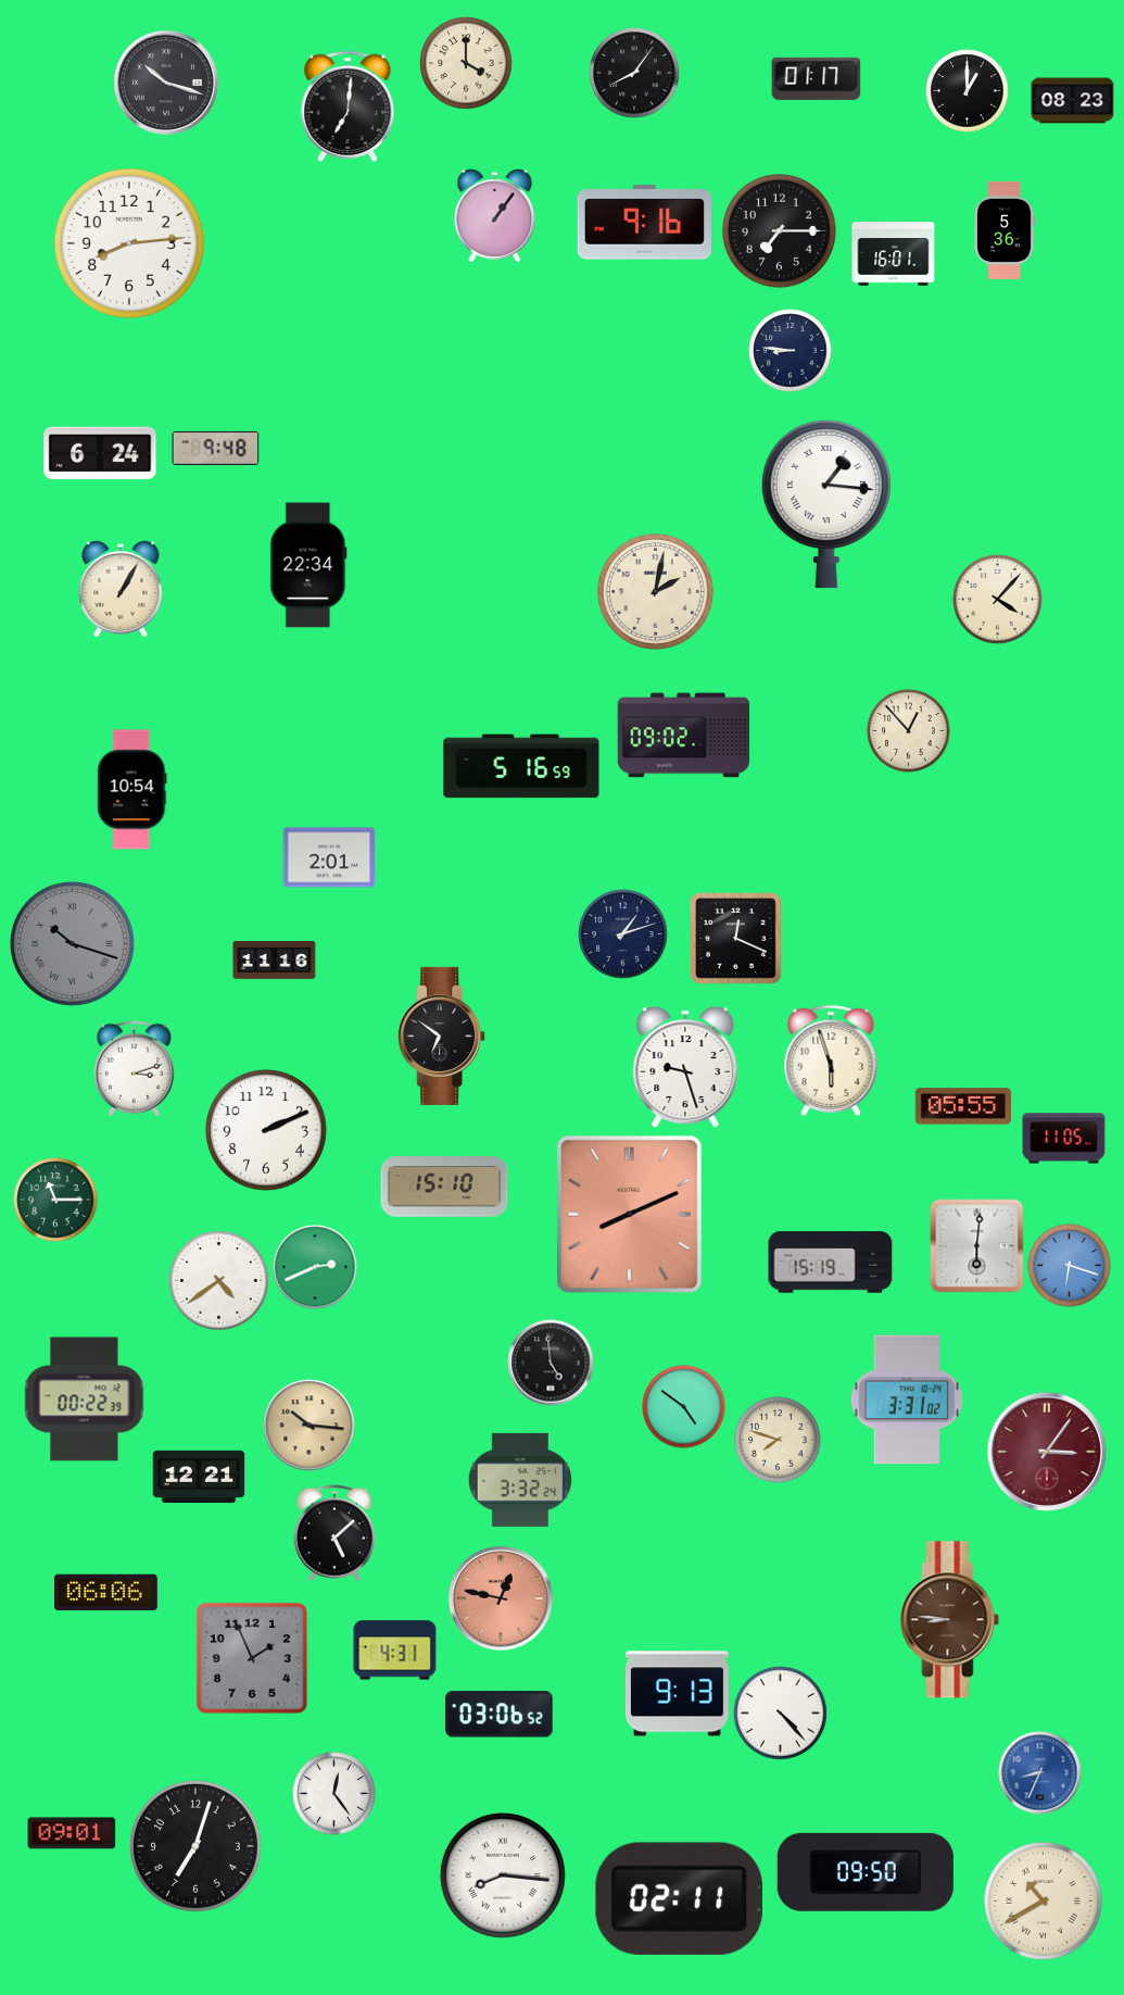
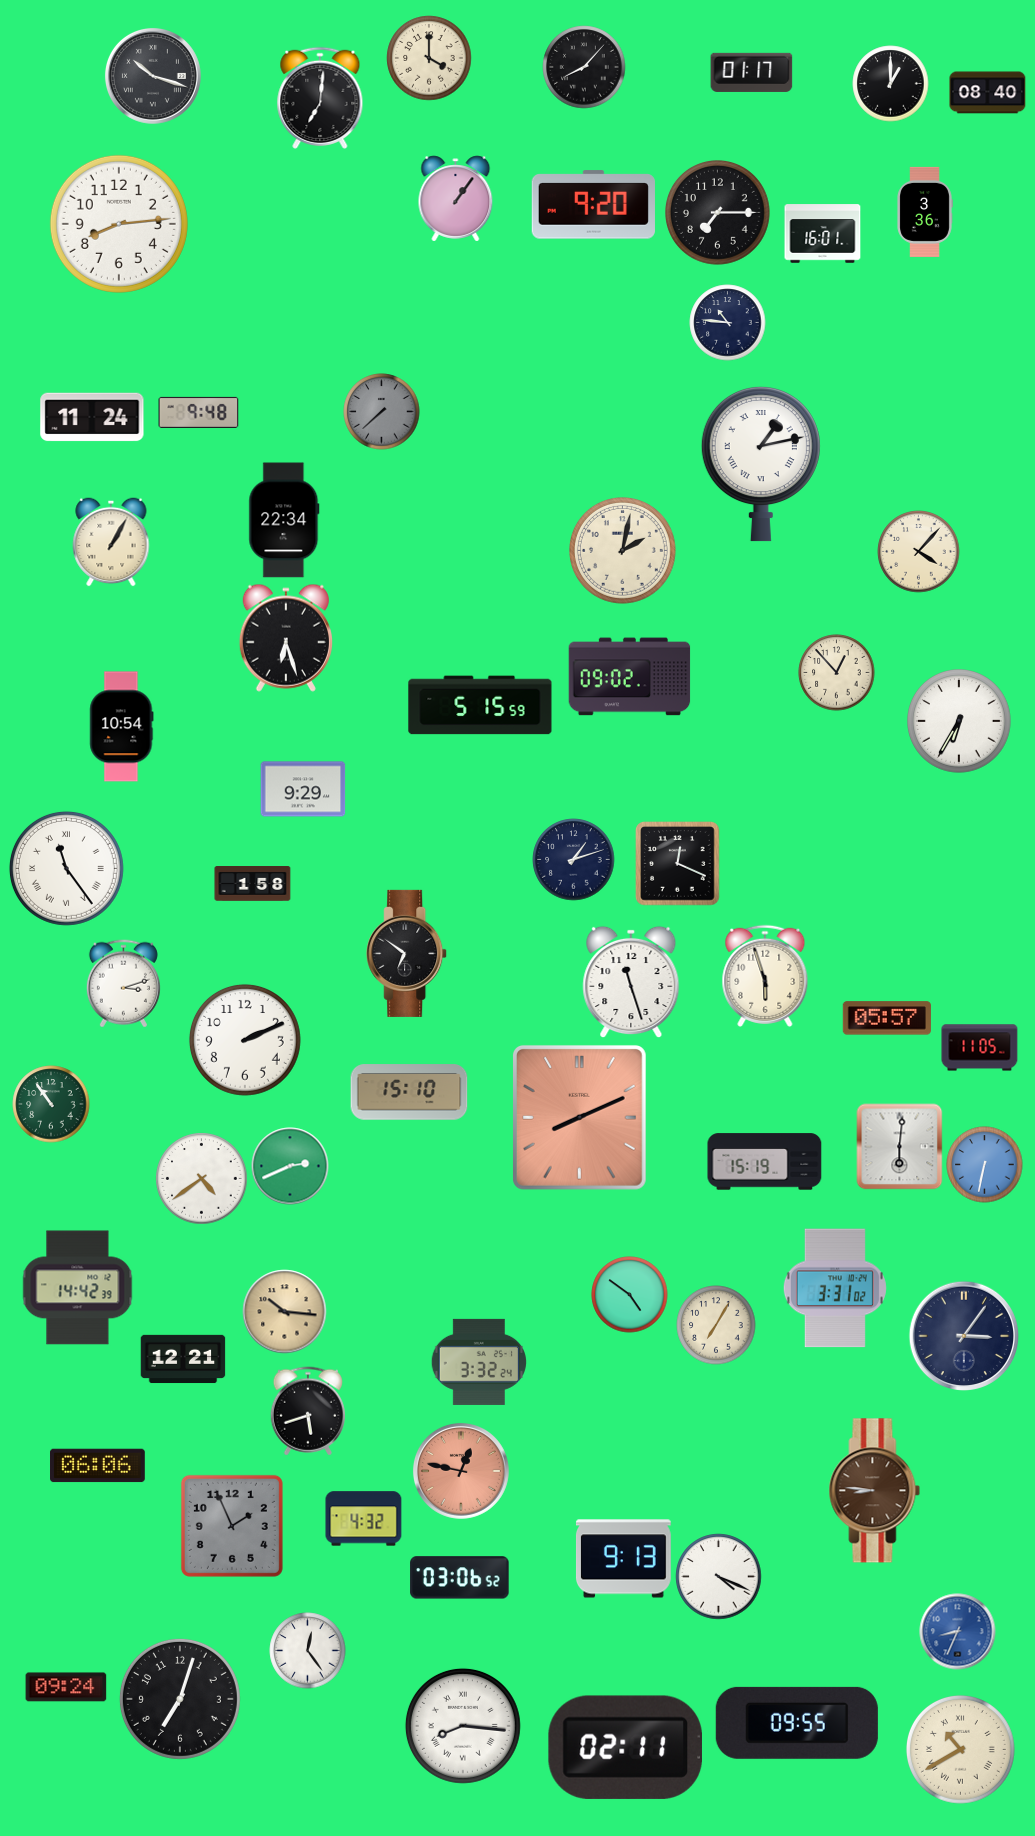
clock at (634, 73): 8:06 -> 8:07
clock at (1073, 101): 08:23 -> 08:40
clock at (644, 223): 9:16 -> 9:20
clock at (1005, 230): 5:36 -> 3:36
clock at (791, 351): 8:46 -> 10:46
clock at (382, 412): none -> 7:38
clock at (100, 453): 6:24 -> 11:24
clock at (826, 504): 1:16 -> 1:13
clock at (656, 592) position: (656, 592) -> (623, 551)
clock at (286, 638): none -> 6:27
clock at (521, 766): 5:16 -> 5:15
clock at (960, 722): none -> 6:35
clock at (329, 857): 2:01 -> 9:29
clock at (72, 943): 10:18 -> 11:24
clock at (72, 943) dial: grey -> white
clock at (275, 961): 11:16 -> 1:58
clock at (685, 1067): 9:27 -> 11:27
clock at (963, 1106): 05:55 -> 05:57
clock at (55, 1200): 11:15 -> 10:54
clock at (1070, 1266): 6:18 -> 6:32
clock at (551, 1363): 4:59 -> none
clock at (85, 1400): 00:22 -> 14:42
clock at (778, 1440): 7:48 -> 7:05
clock at (1046, 1451) dial: burgundy -> navy
clock at (333, 1533): 5:08 -> 5:42
clock at (395, 1651): 4:31 -> 4:32
clock at (781, 1714): 4:23 -> 4:19
clock at (72, 1833): 09:01 -> 09:24
clock at (866, 1872): 09:50 -> 09:55
